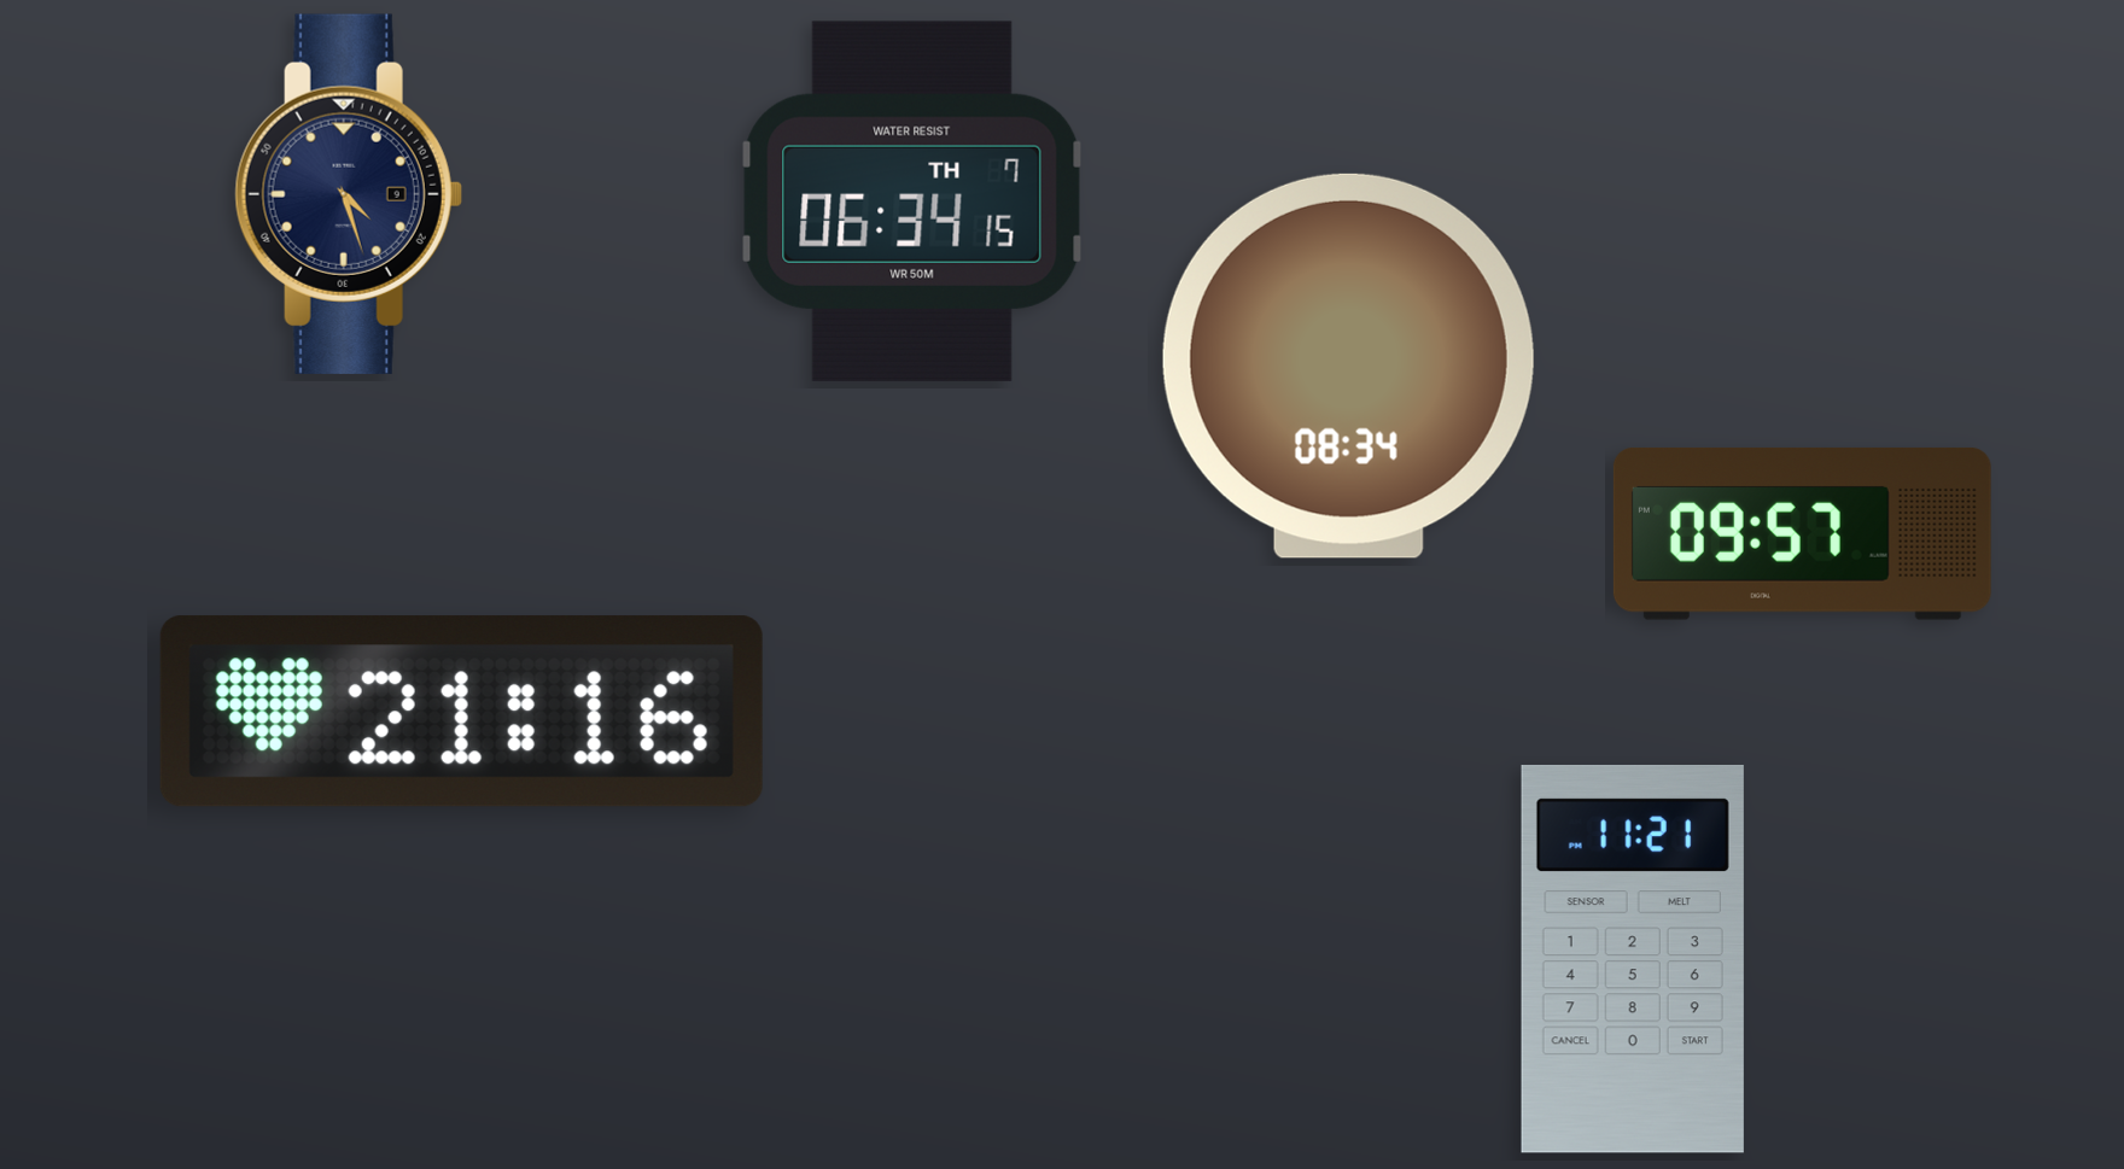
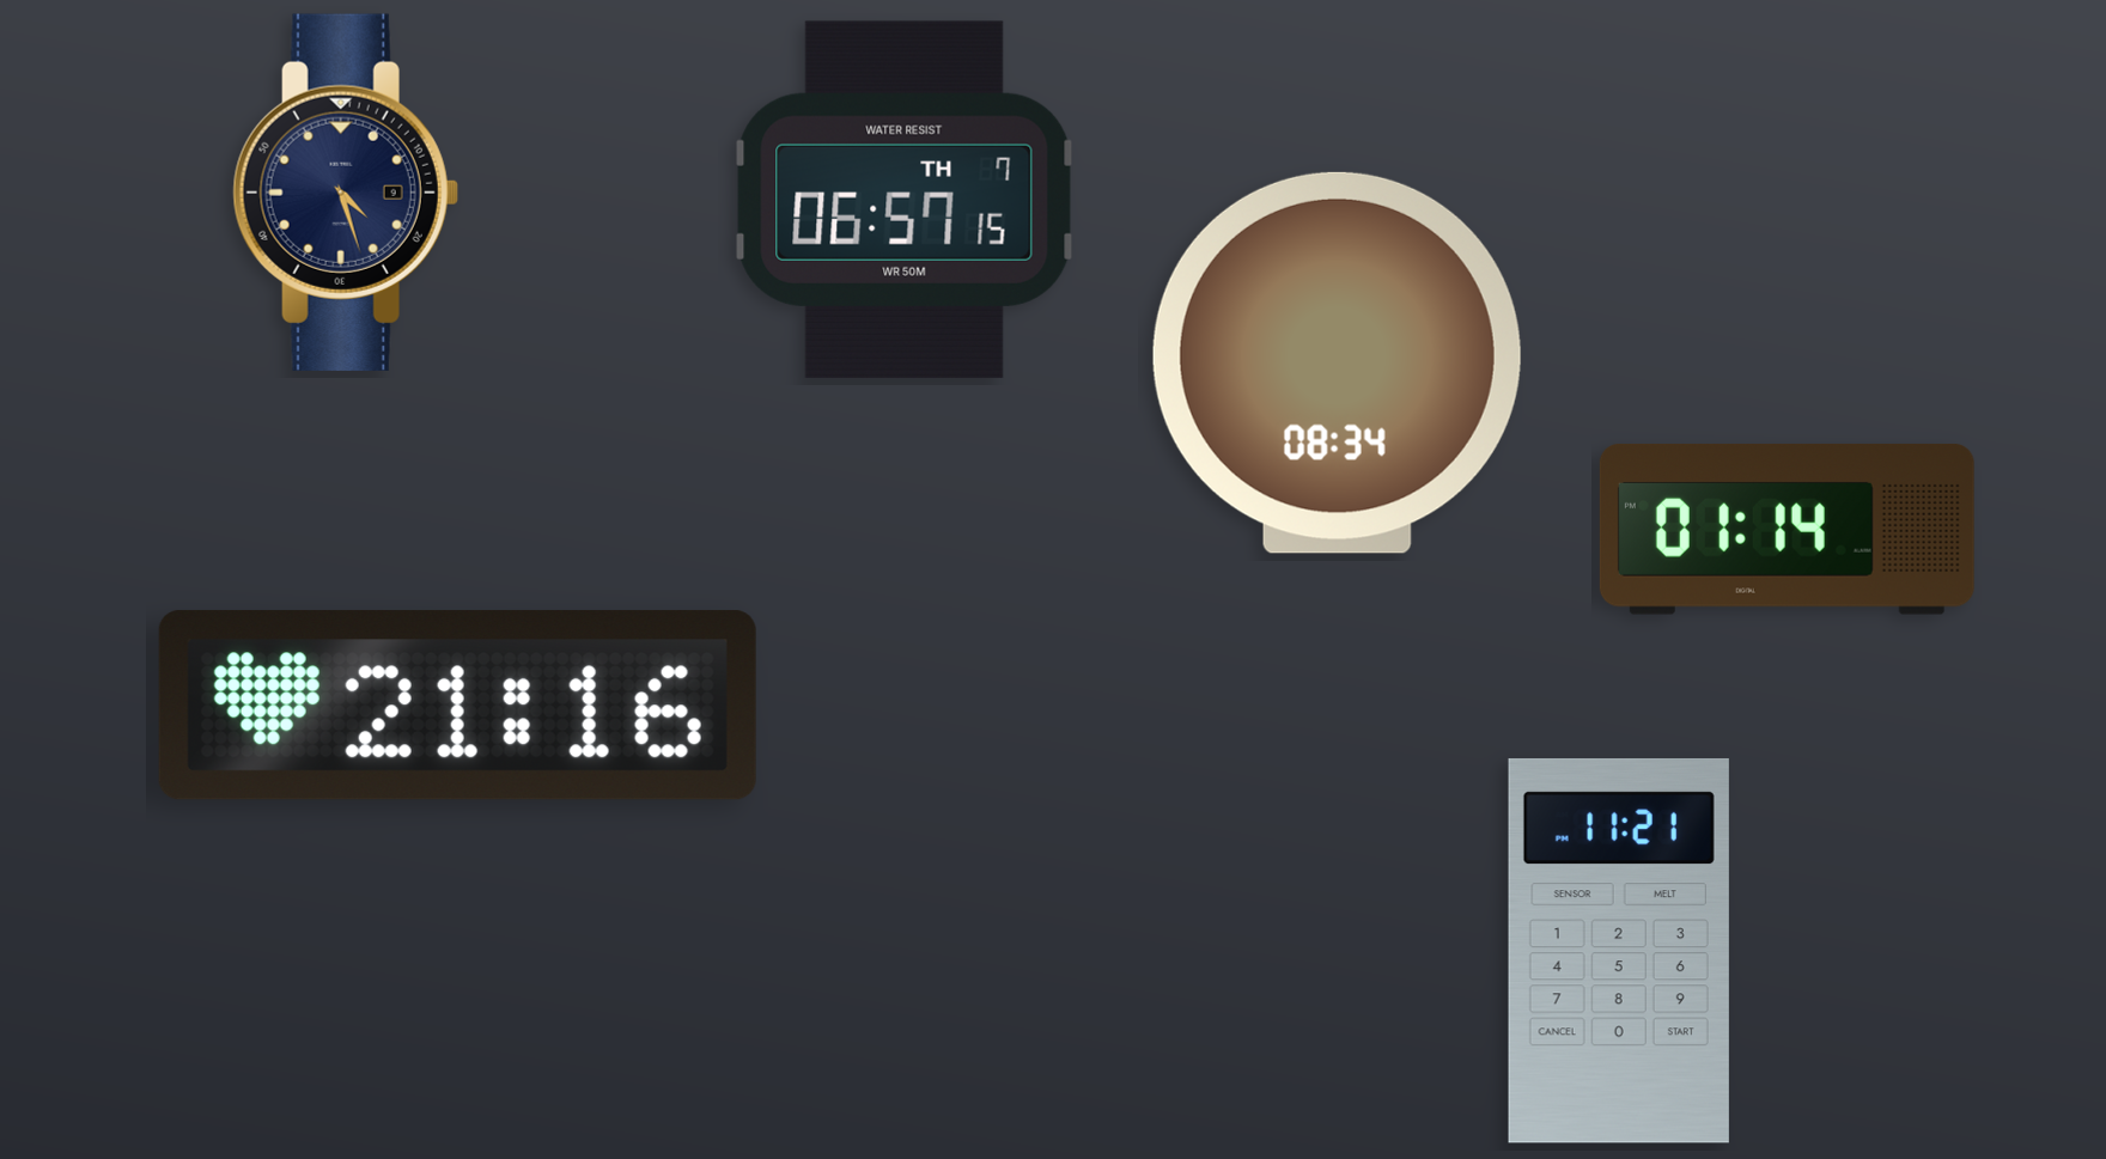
clock at (912, 201): 06:34 -> 06:57
clock at (1802, 534): 09:57 -> 01:14
